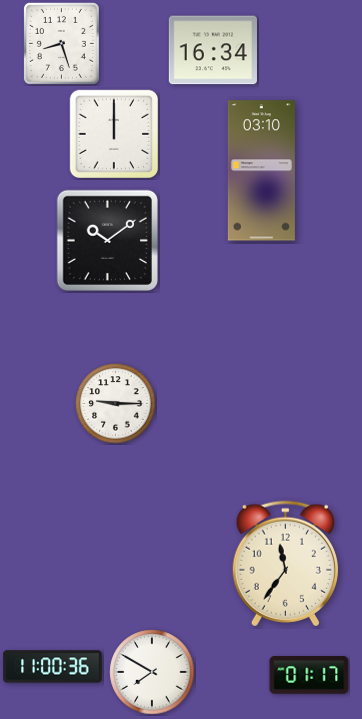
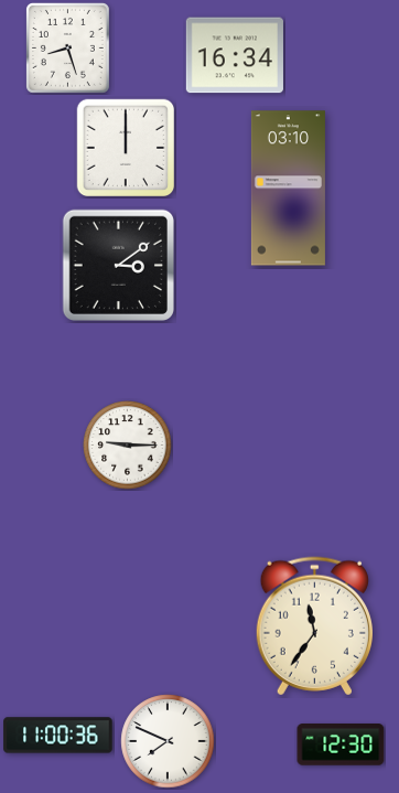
clock at (107, 240): 10:09 -> 3:09
clock at (285, 564) position: (285, 564) -> (314, 626)
clock at (152, 672): 7:50 -> 7:49
clock at (309, 675): 01:17 -> 12:30
